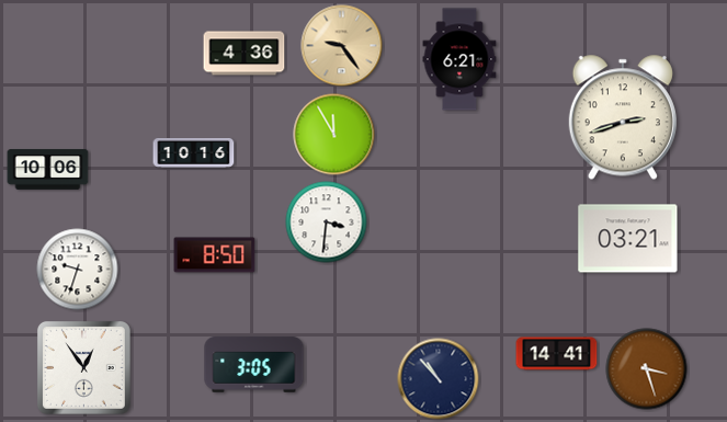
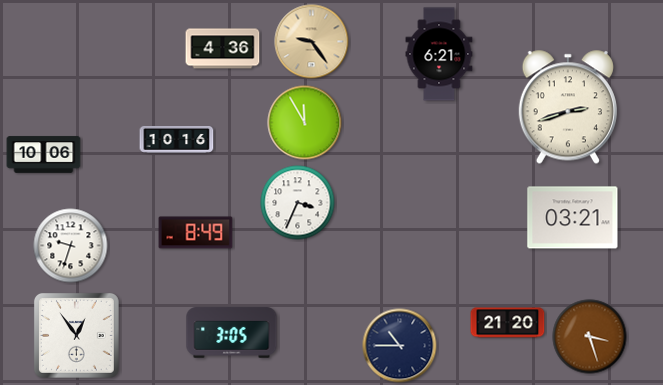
clock at (459, 59) position: (459, 59) -> (439, 54)
clock at (327, 223): 3:31 -> 3:34
clock at (215, 255): 8:50 -> 8:49
clock at (557, 354): 14:41 -> 21:20
clock at (439, 379): 10:53 -> 10:45
